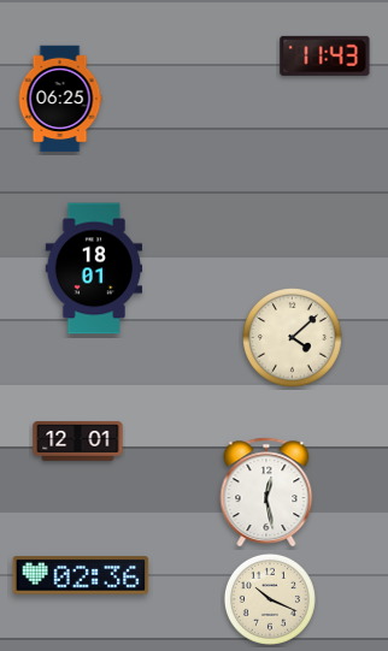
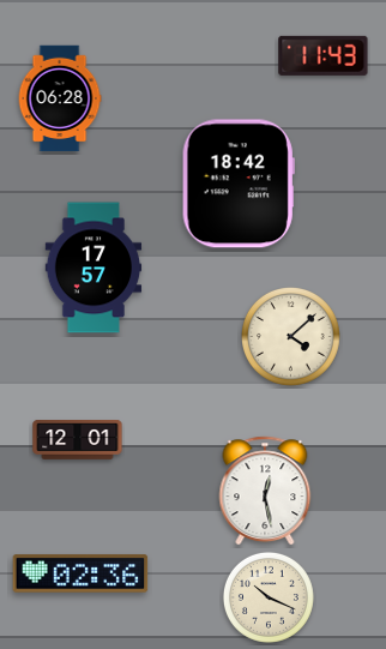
clock at (60, 99): 06:25 -> 06:28
clock at (239, 184): none -> 18:42
clock at (94, 268): 18:01 -> 17:57
